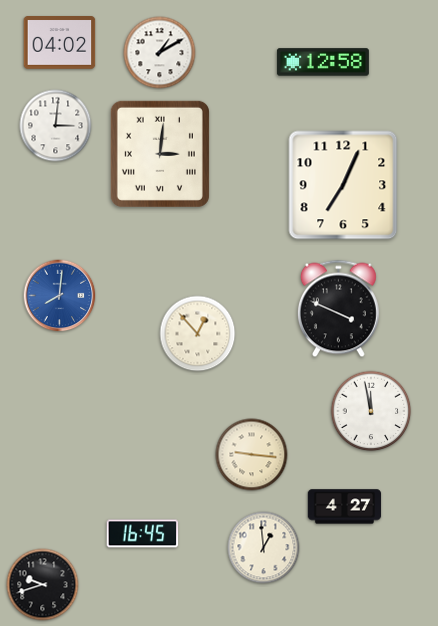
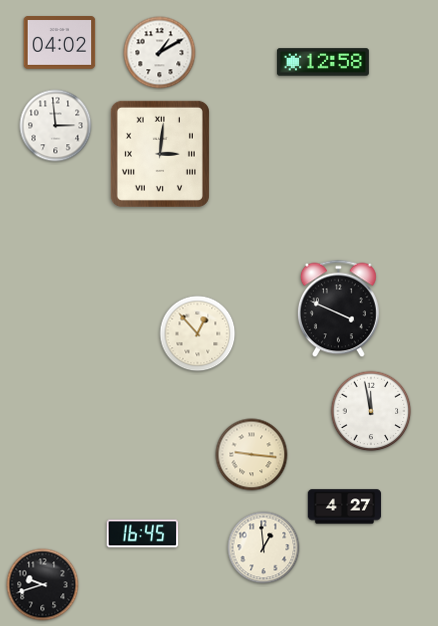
clock at (56, 126): 3:01 -> 2:59
clock at (343, 185): 7:04 -> none
clock at (60, 296): 8:01 -> none
